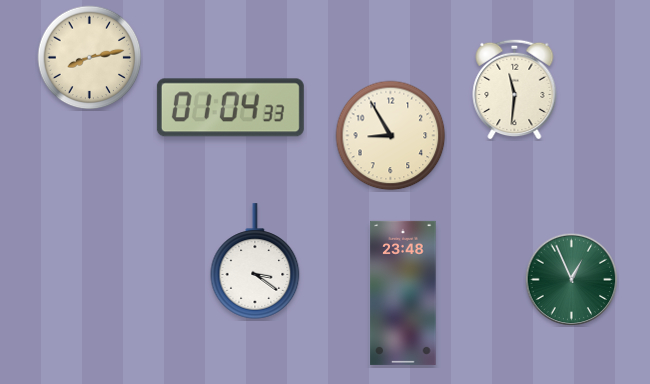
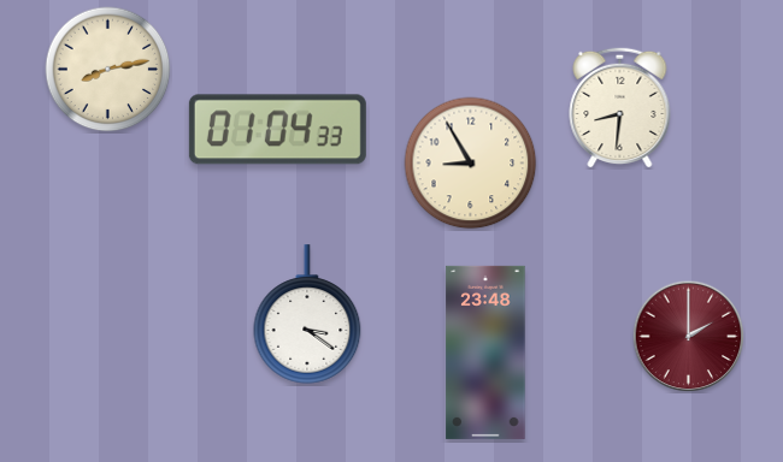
clock at (515, 89): 11:31 -> 8:31
clock at (571, 279): 12:56 -> 2:00
clock at (571, 279) dial: green -> burgundy
